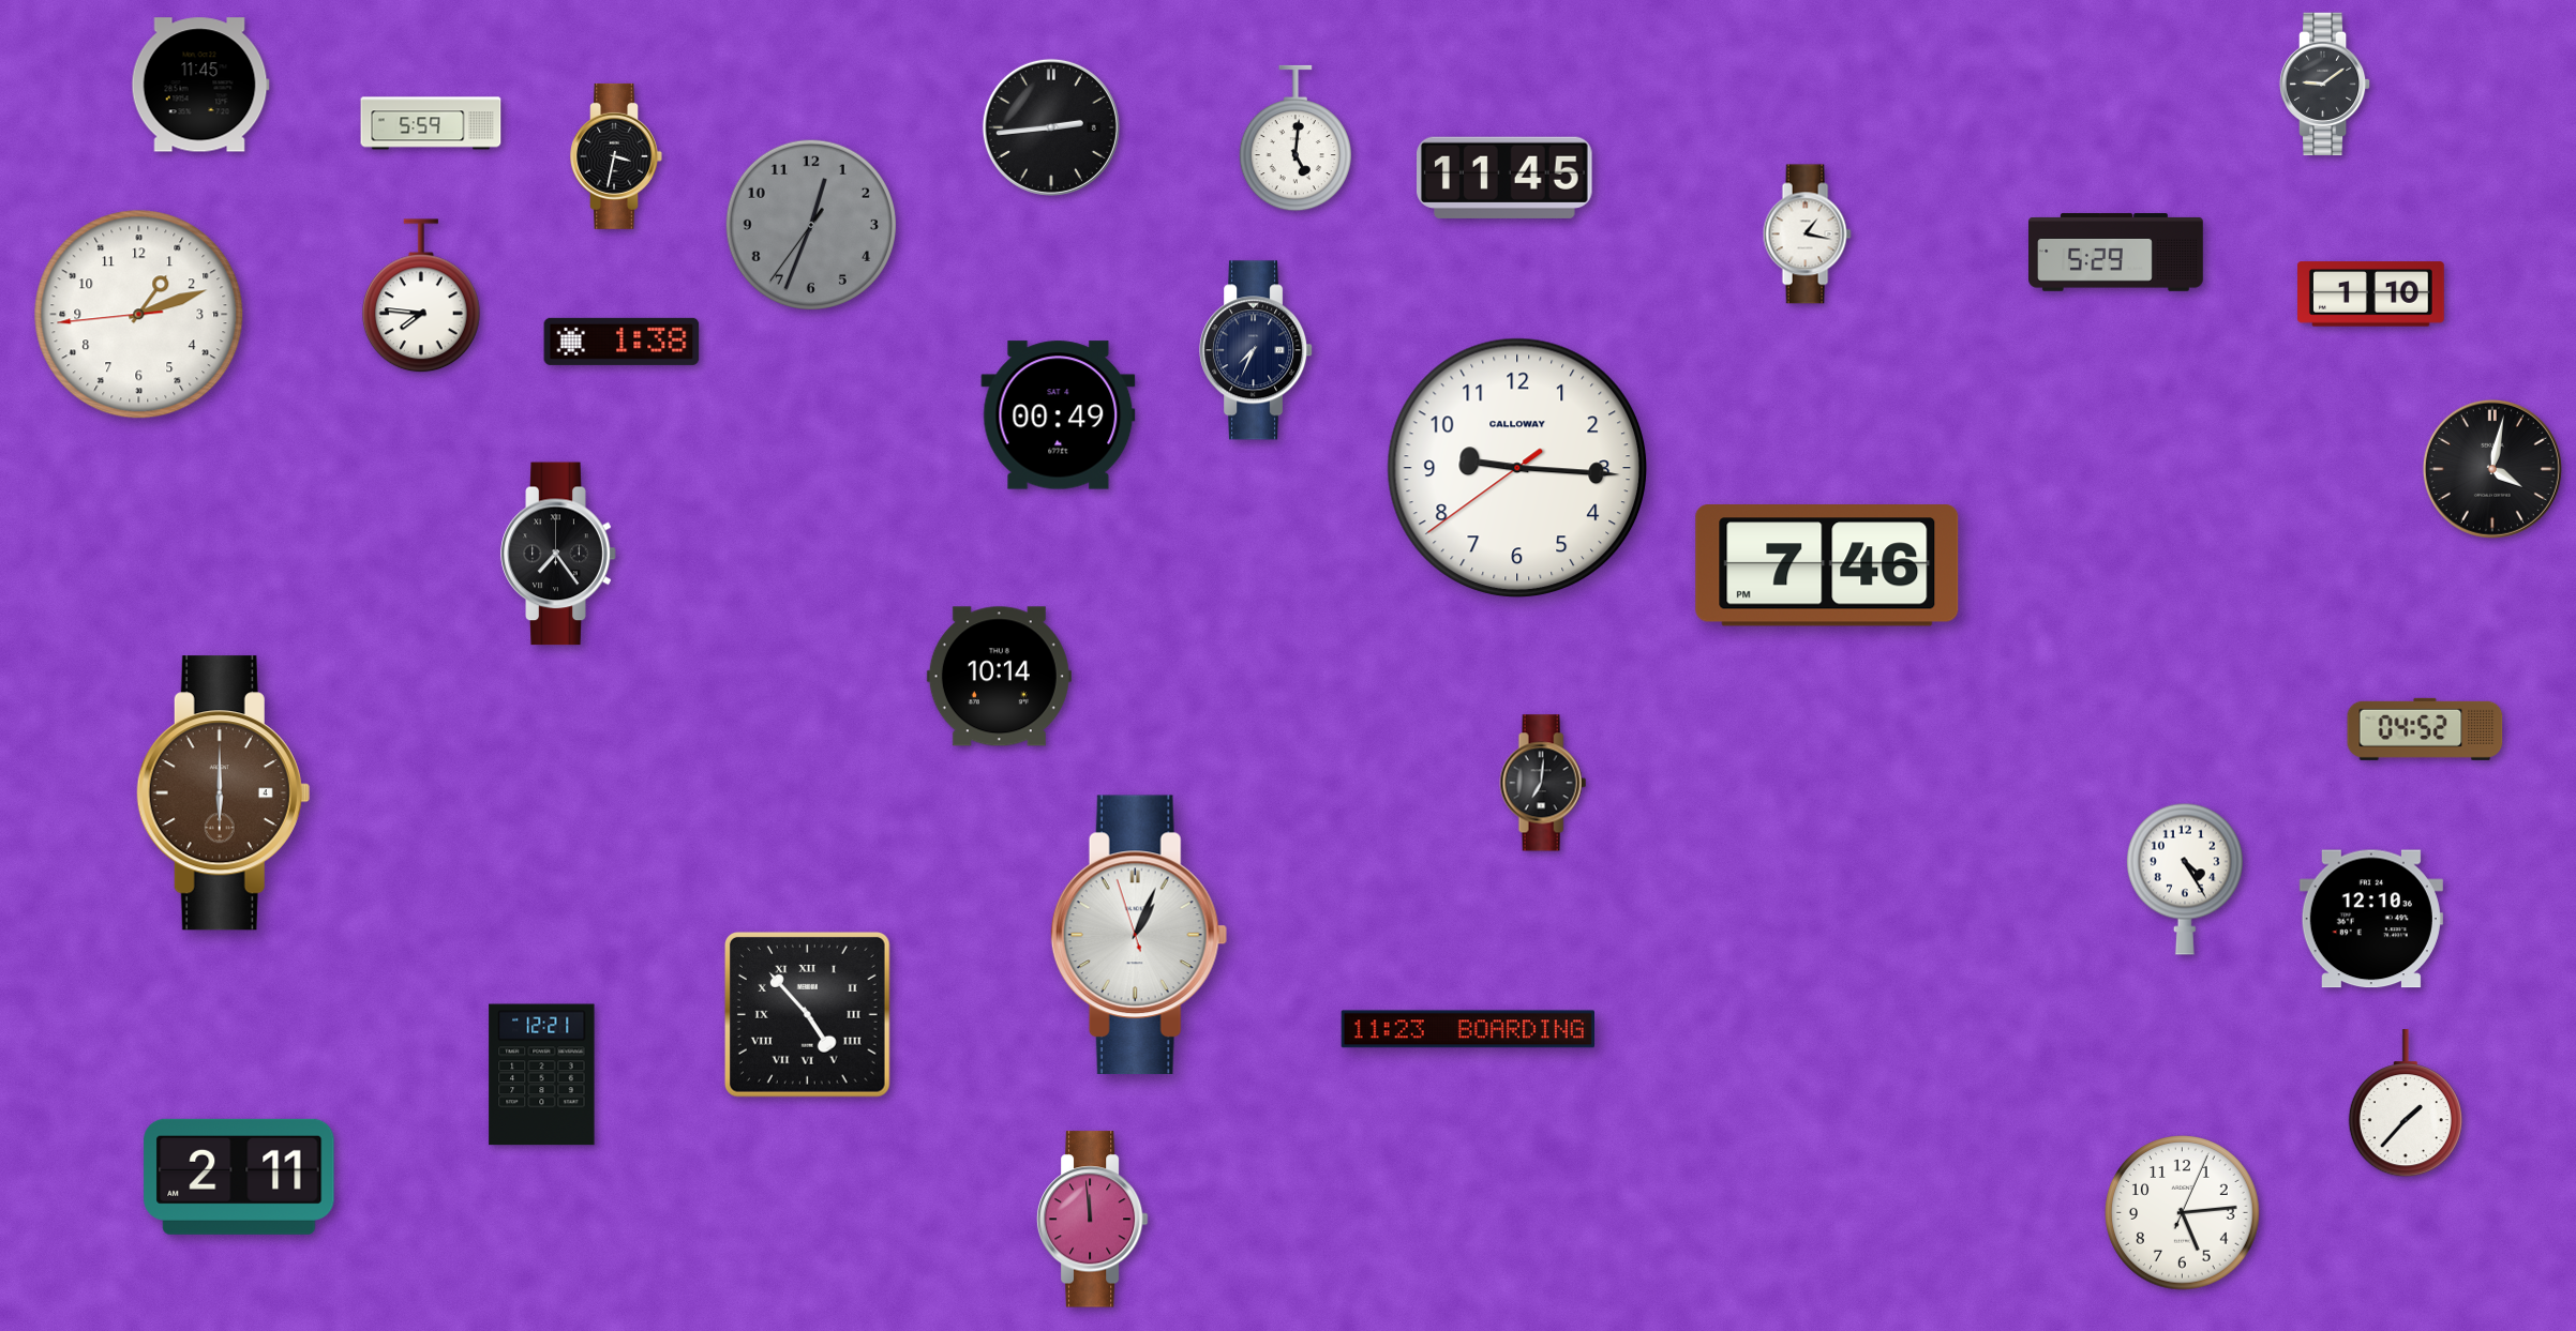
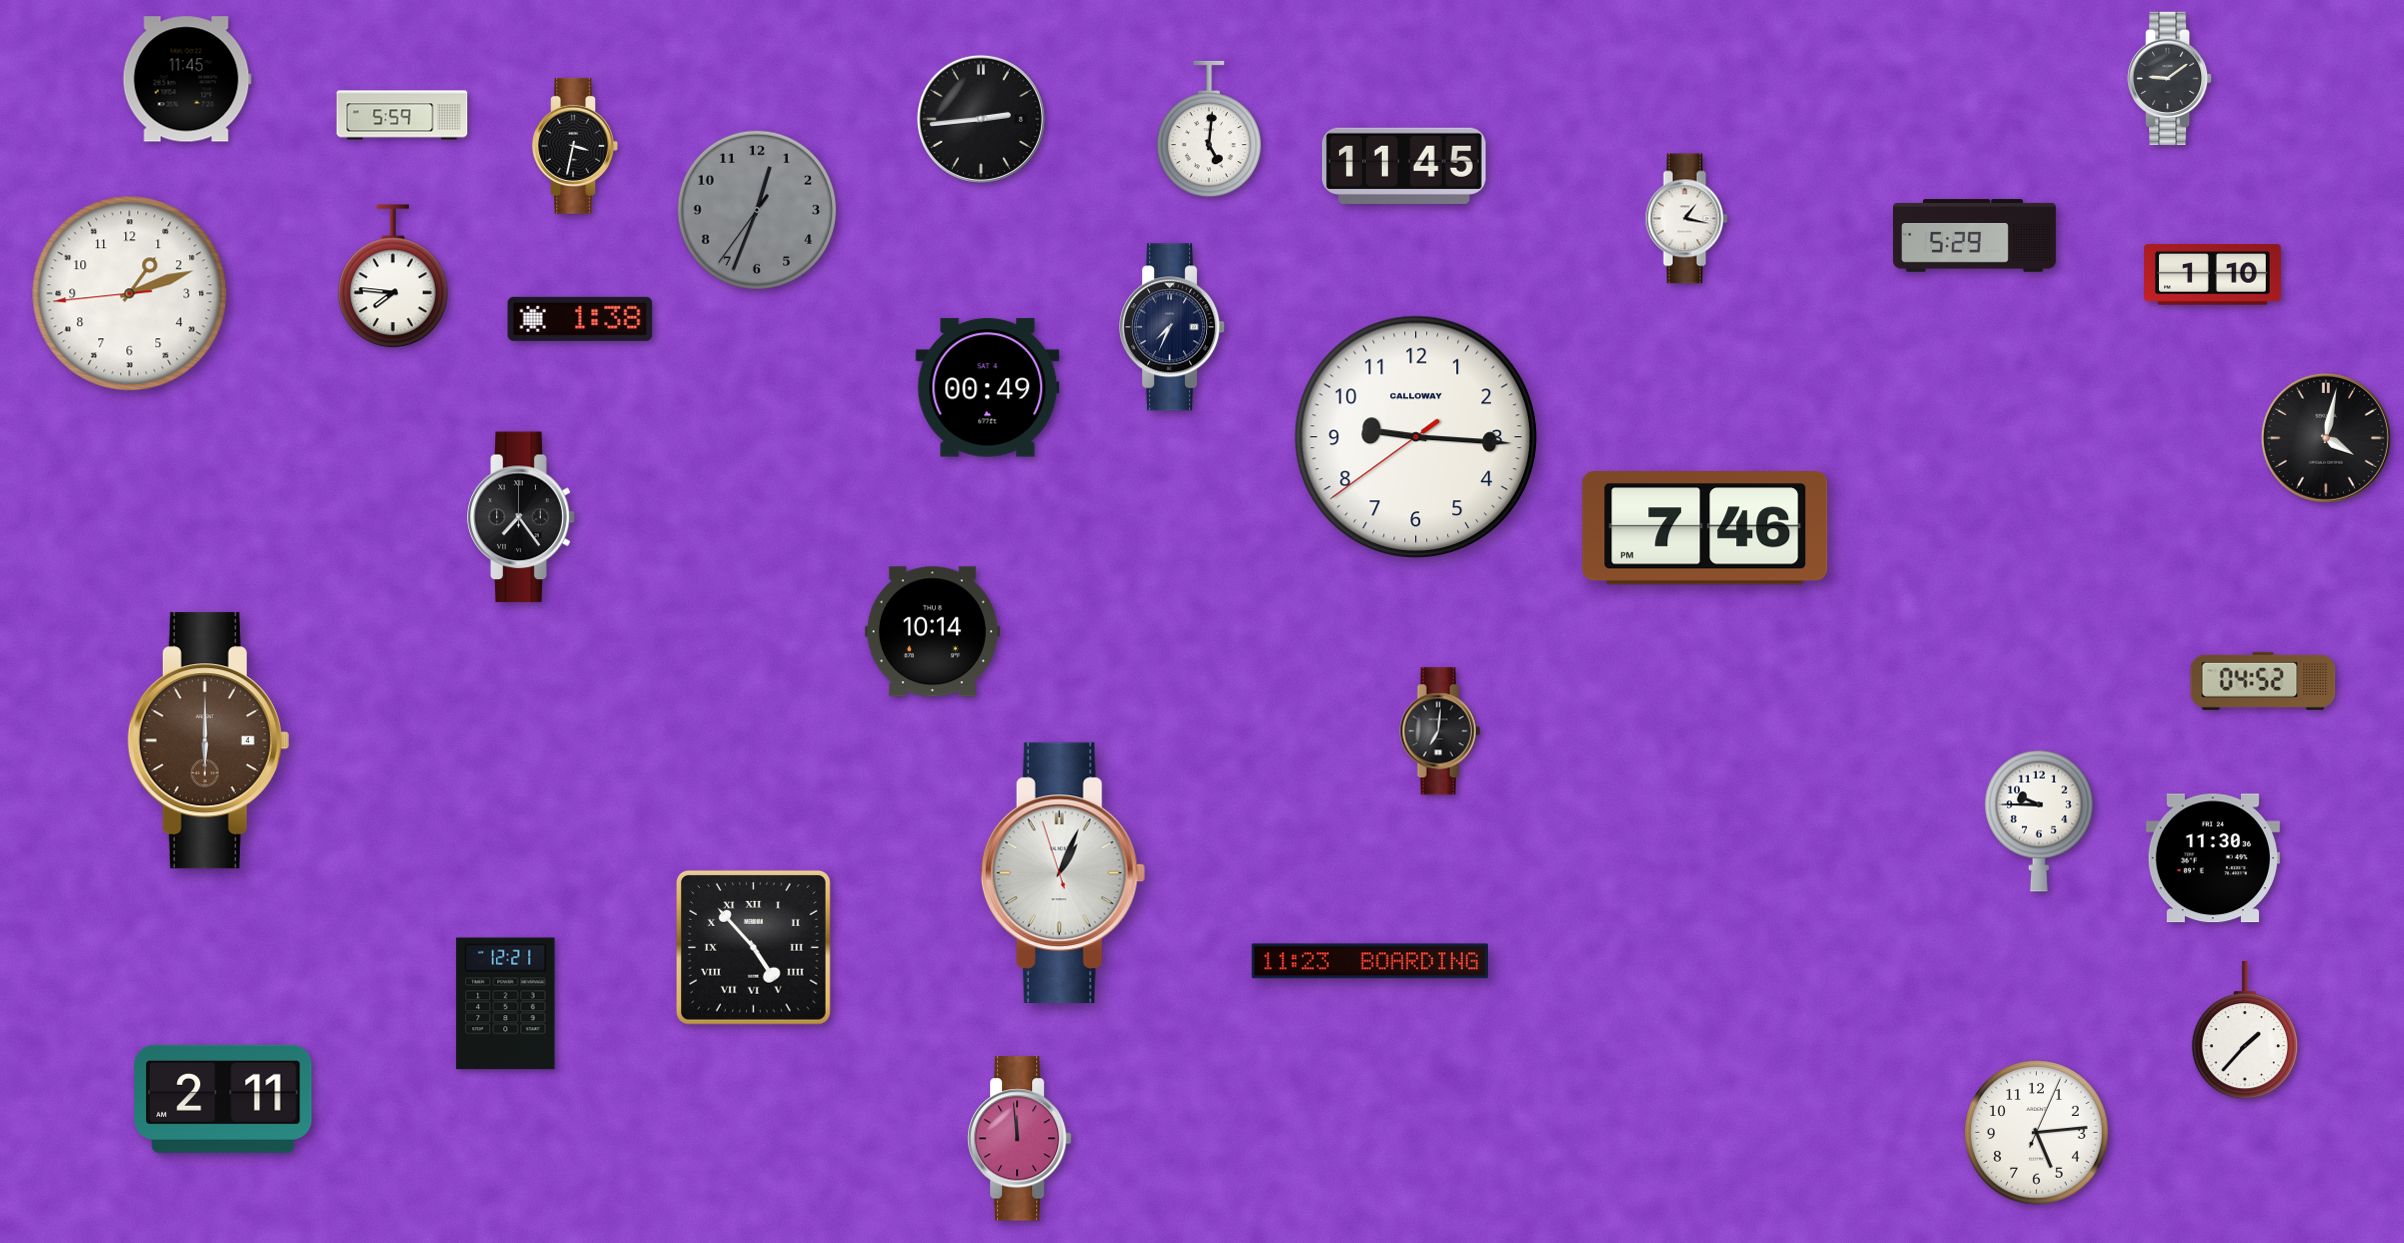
clock at (2185, 879): 4:25 -> 9:45
clock at (2371, 919): 12:10 -> 11:30
